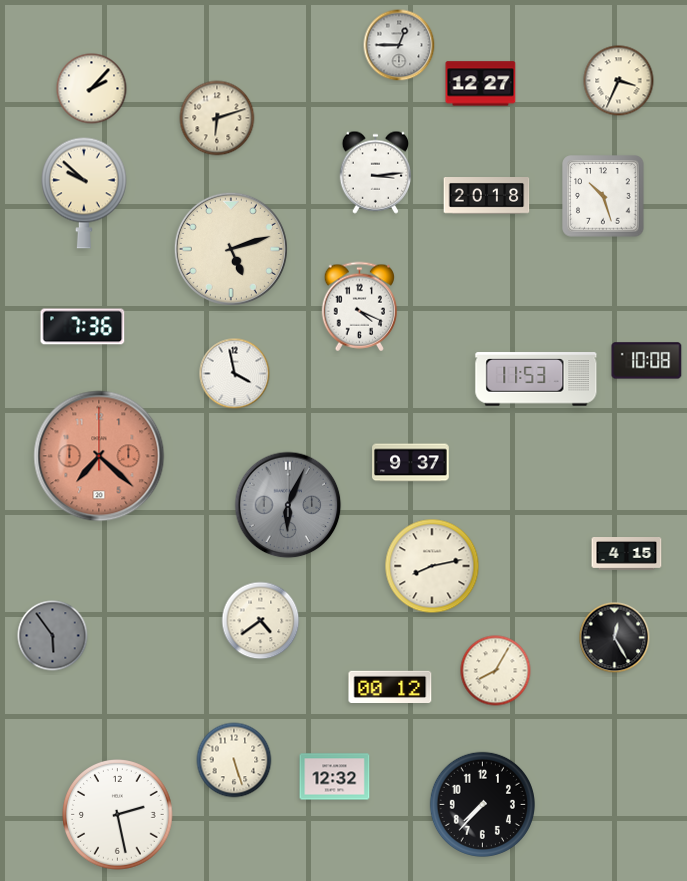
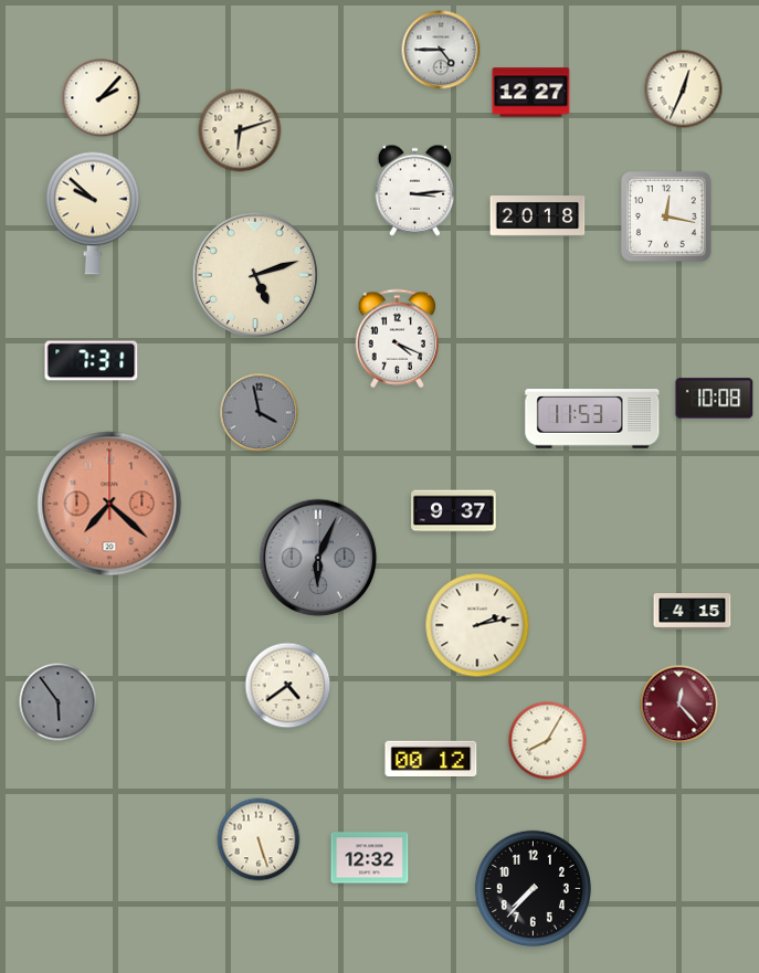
clock at (399, 45): 12:45 -> 4:45
clock at (619, 81): 3:34 -> 12:34
clock at (603, 196): 10:27 -> 12:17
clock at (83, 327): 7:36 -> 7:31
clock at (235, 374) dial: white -> grey
clock at (432, 566): 8:13 -> 2:13
clock at (615, 638): 12:25 -> 12:23
clock at (615, 638) dial: black -> burgundy
clock at (118, 815): 2:28 -> none
